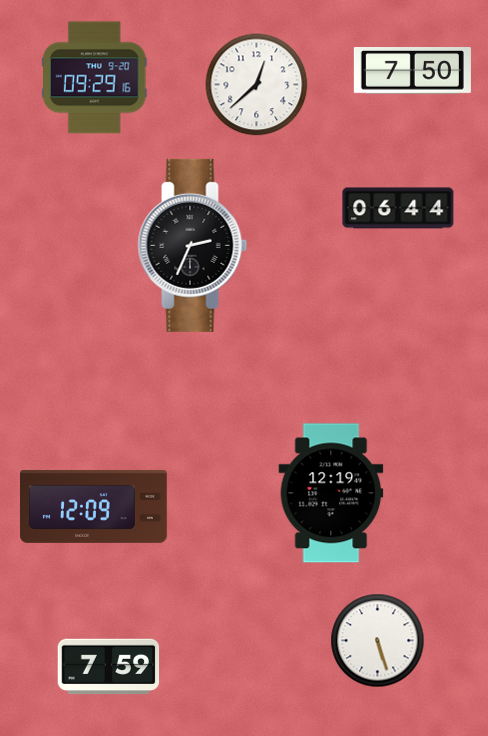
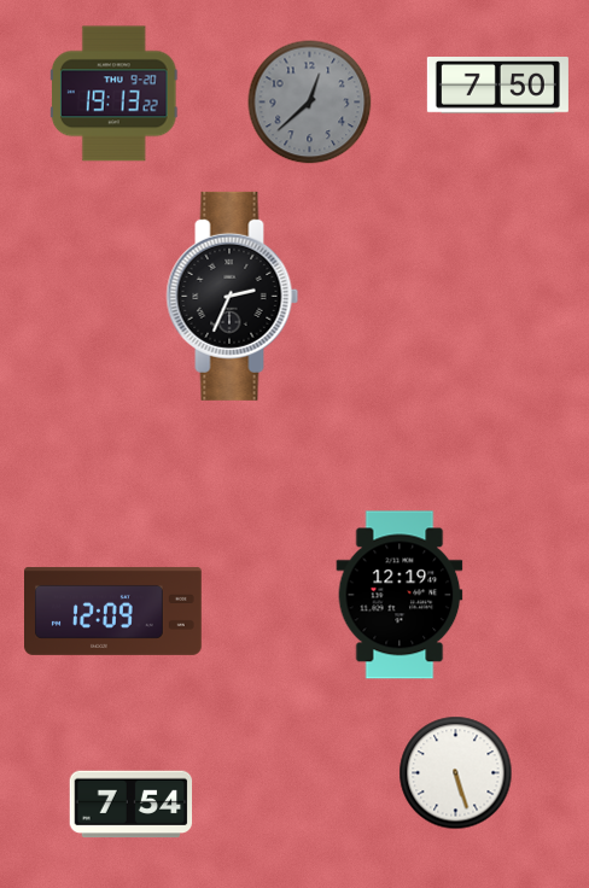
clock at (94, 78): 09:29 -> 19:13
clock at (257, 85) dial: white -> grey
clock at (398, 208): 06:44 -> none
clock at (109, 667): 7:59 -> 7:54
